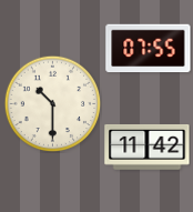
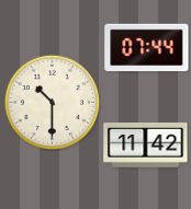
clock at (149, 49): 07:55 -> 07:44
